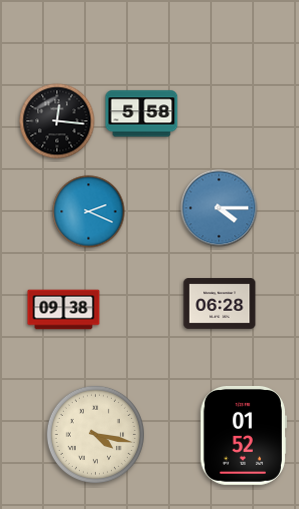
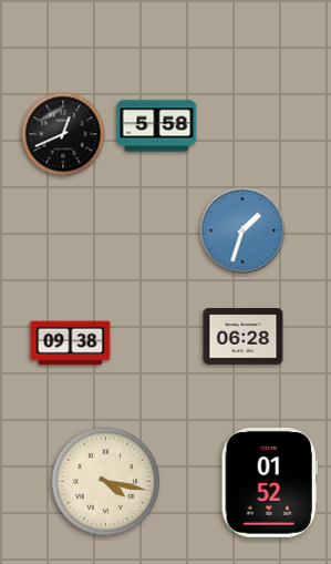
clock at (57, 121): 12:16 -> 12:41
clock at (219, 208): 4:15 -> 1:33
clock at (89, 212): 2:19 -> none
